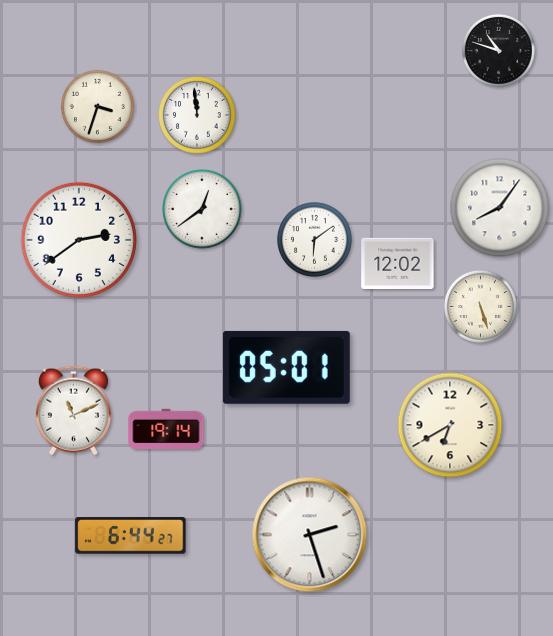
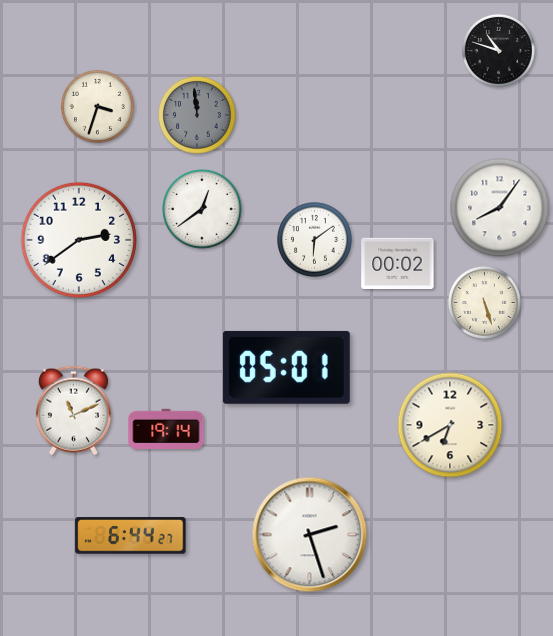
clock at (197, 115) dial: white -> grey
clock at (398, 263): 12:02 -> 00:02
clock at (480, 306) position: (480, 306) -> (484, 302)
